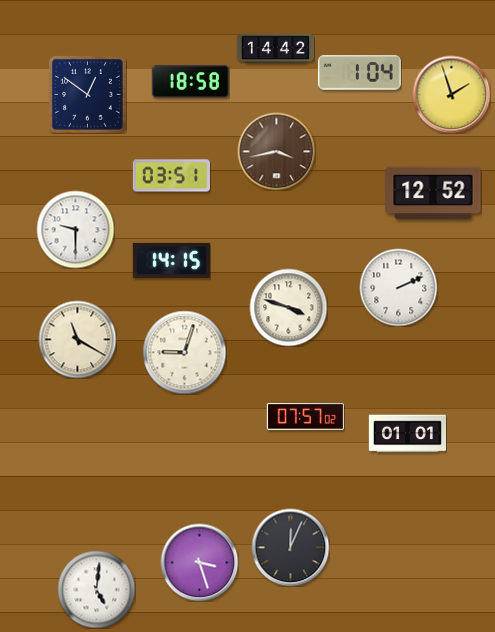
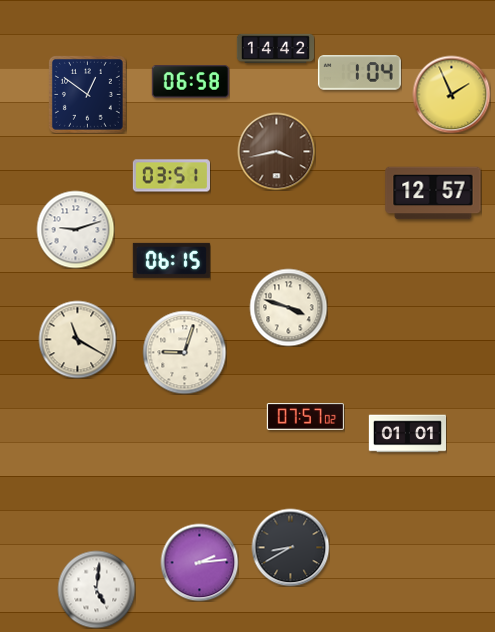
clock at (190, 82): 18:58 -> 06:58
clock at (451, 94): 1:57 -> 1:56
clock at (433, 193): 12:52 -> 12:57
clock at (75, 229): 9:30 -> 9:12
clock at (171, 260): 14:15 -> 06:15
clock at (398, 287): 2:11 -> none
clock at (290, 547): 12:04 -> 8:40
clock at (199, 562): 3:27 -> 2:14
